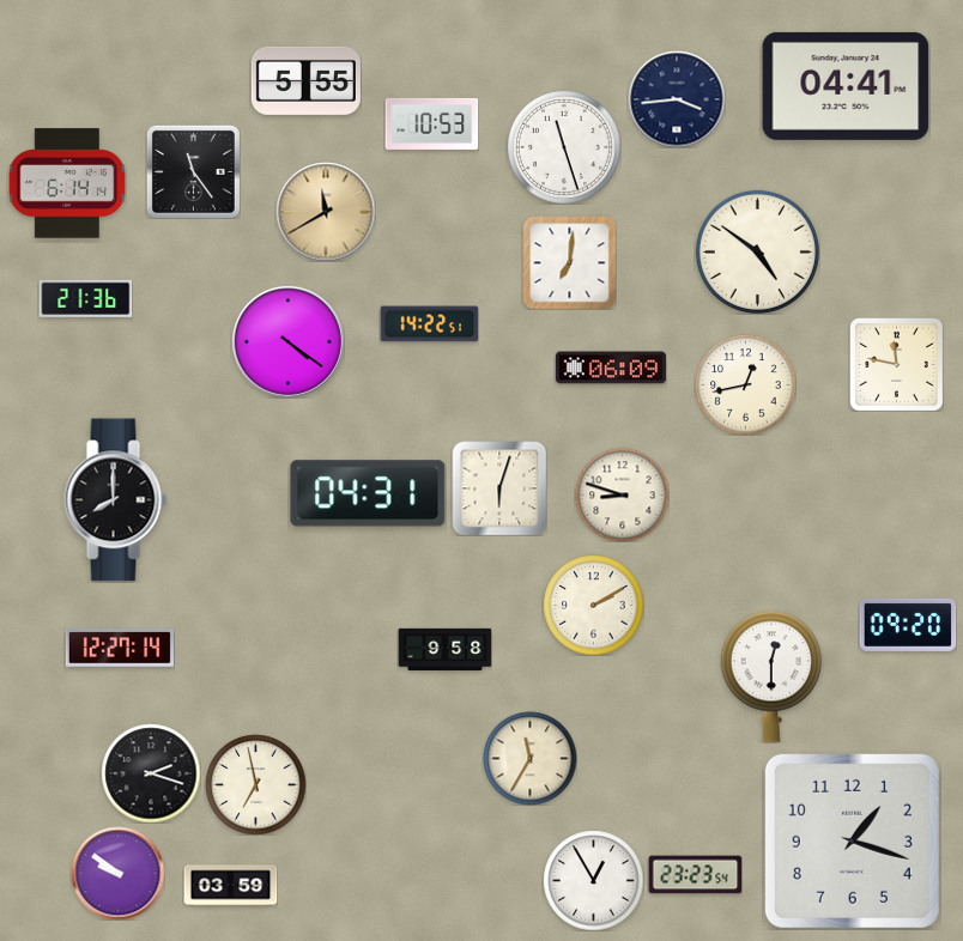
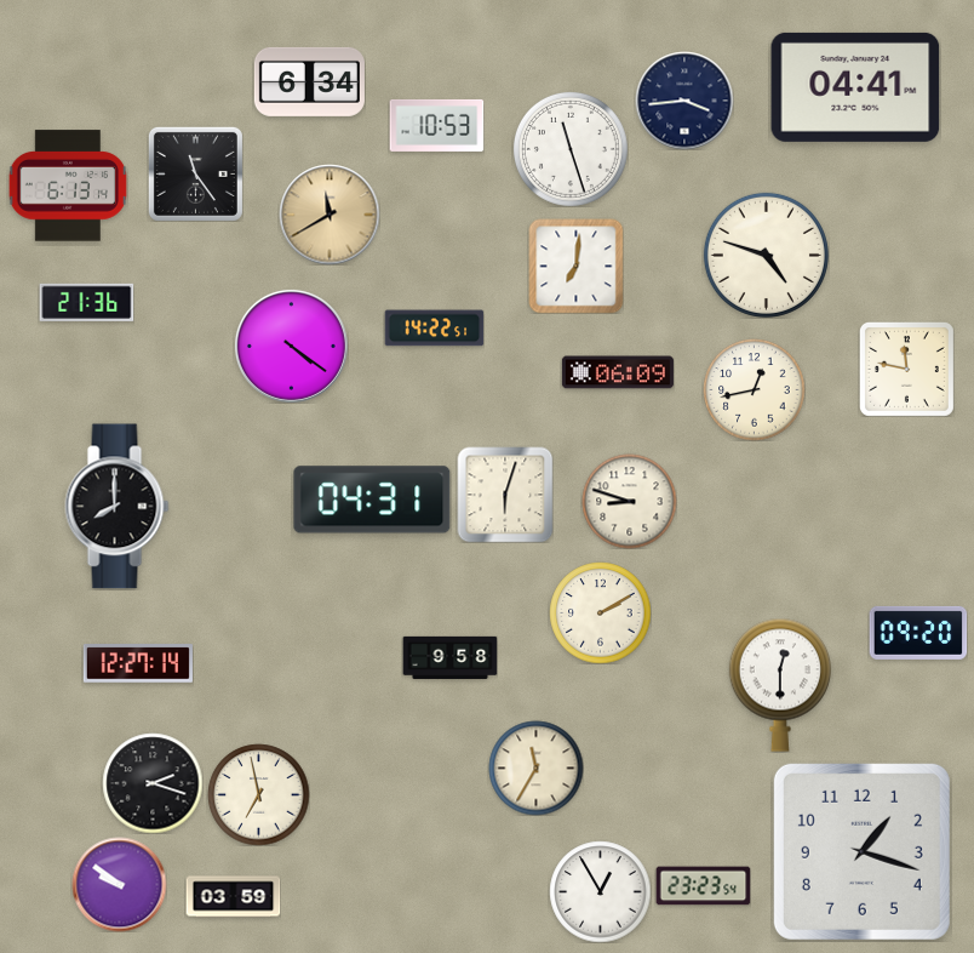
clock at (305, 80): 5:55 -> 6:34
clock at (67, 183): 6:14 -> 6:13
clock at (757, 251): 4:51 -> 4:48
clock at (120, 649) position: (120, 649) -> (138, 664)
